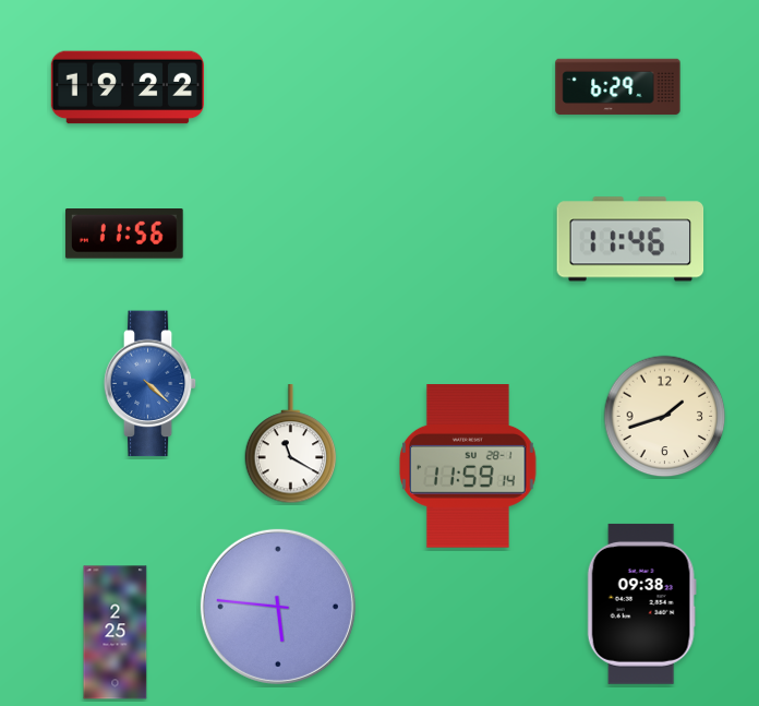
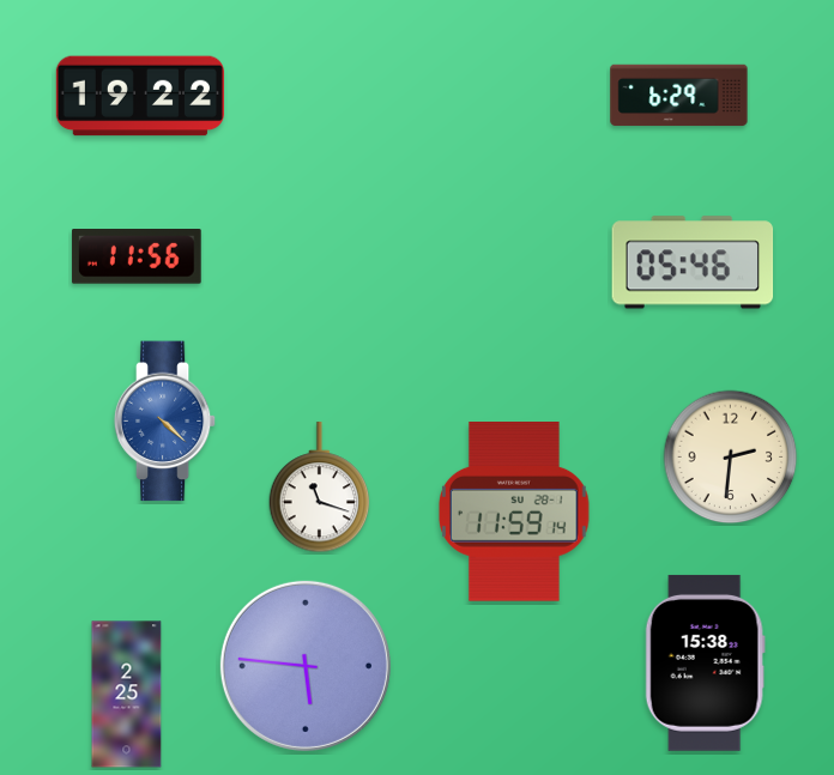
clock at (630, 239): 11:46 -> 05:46
clock at (665, 417): 1:42 -> 2:31
clock at (291, 444): 11:20 -> 11:18
clock at (641, 603): 09:38 -> 15:38
